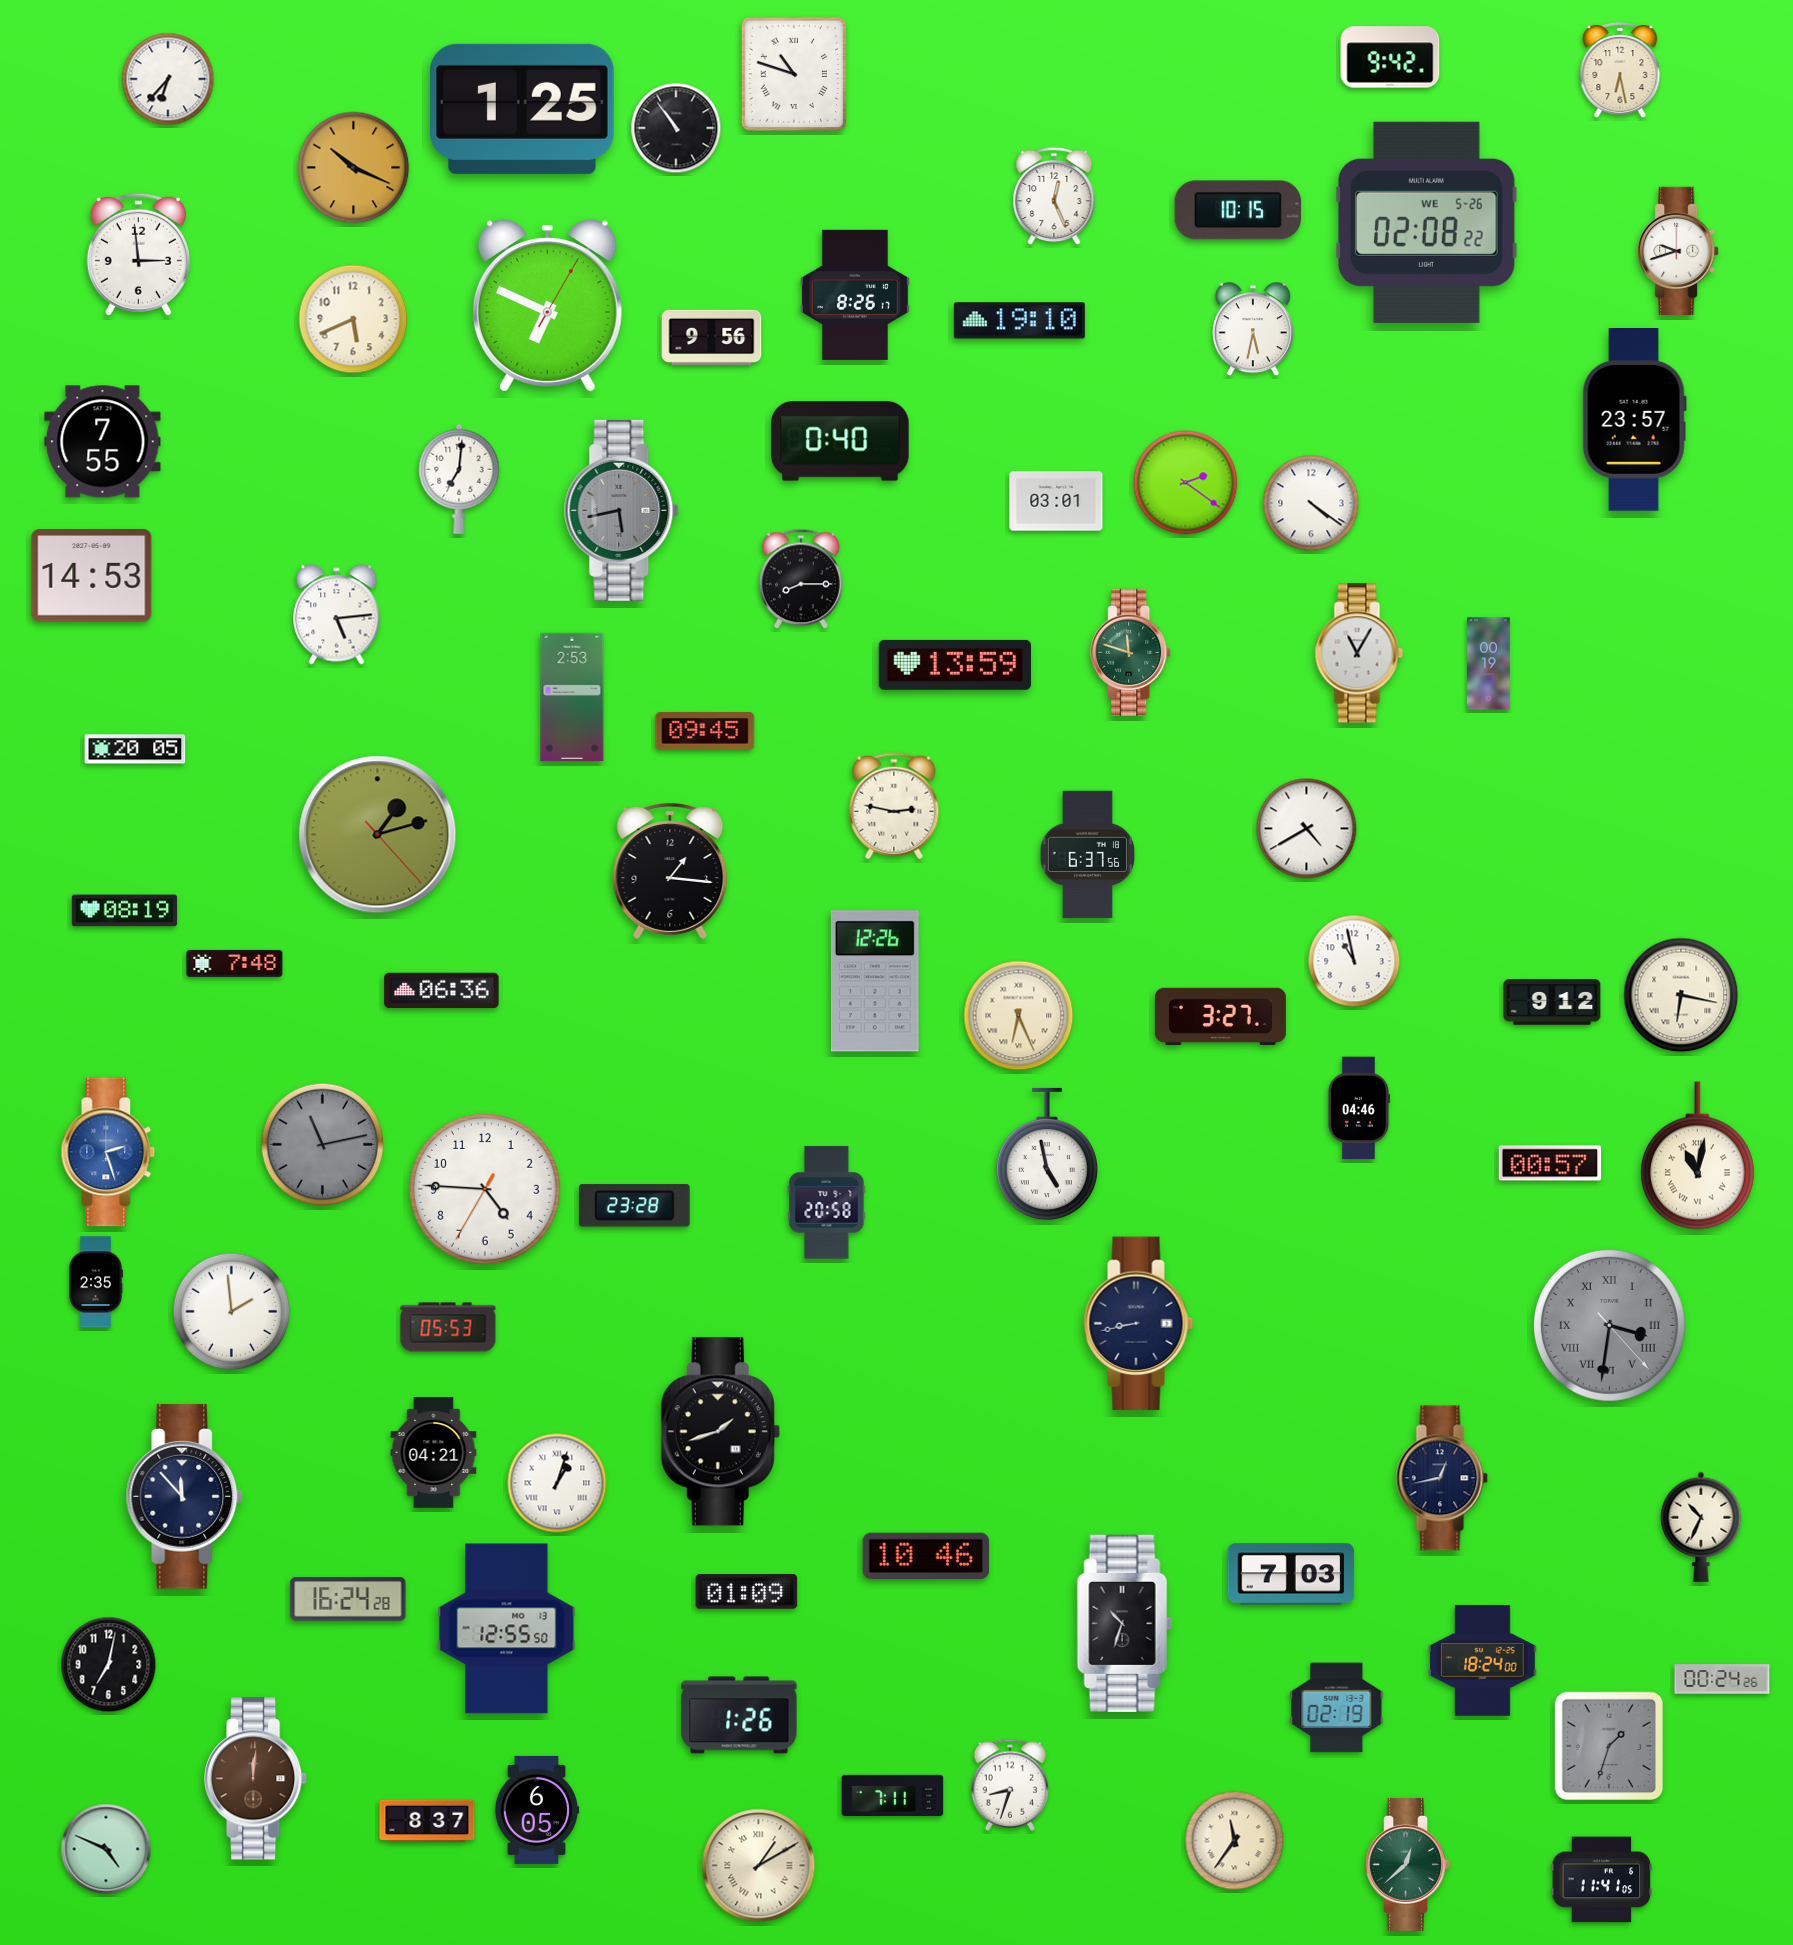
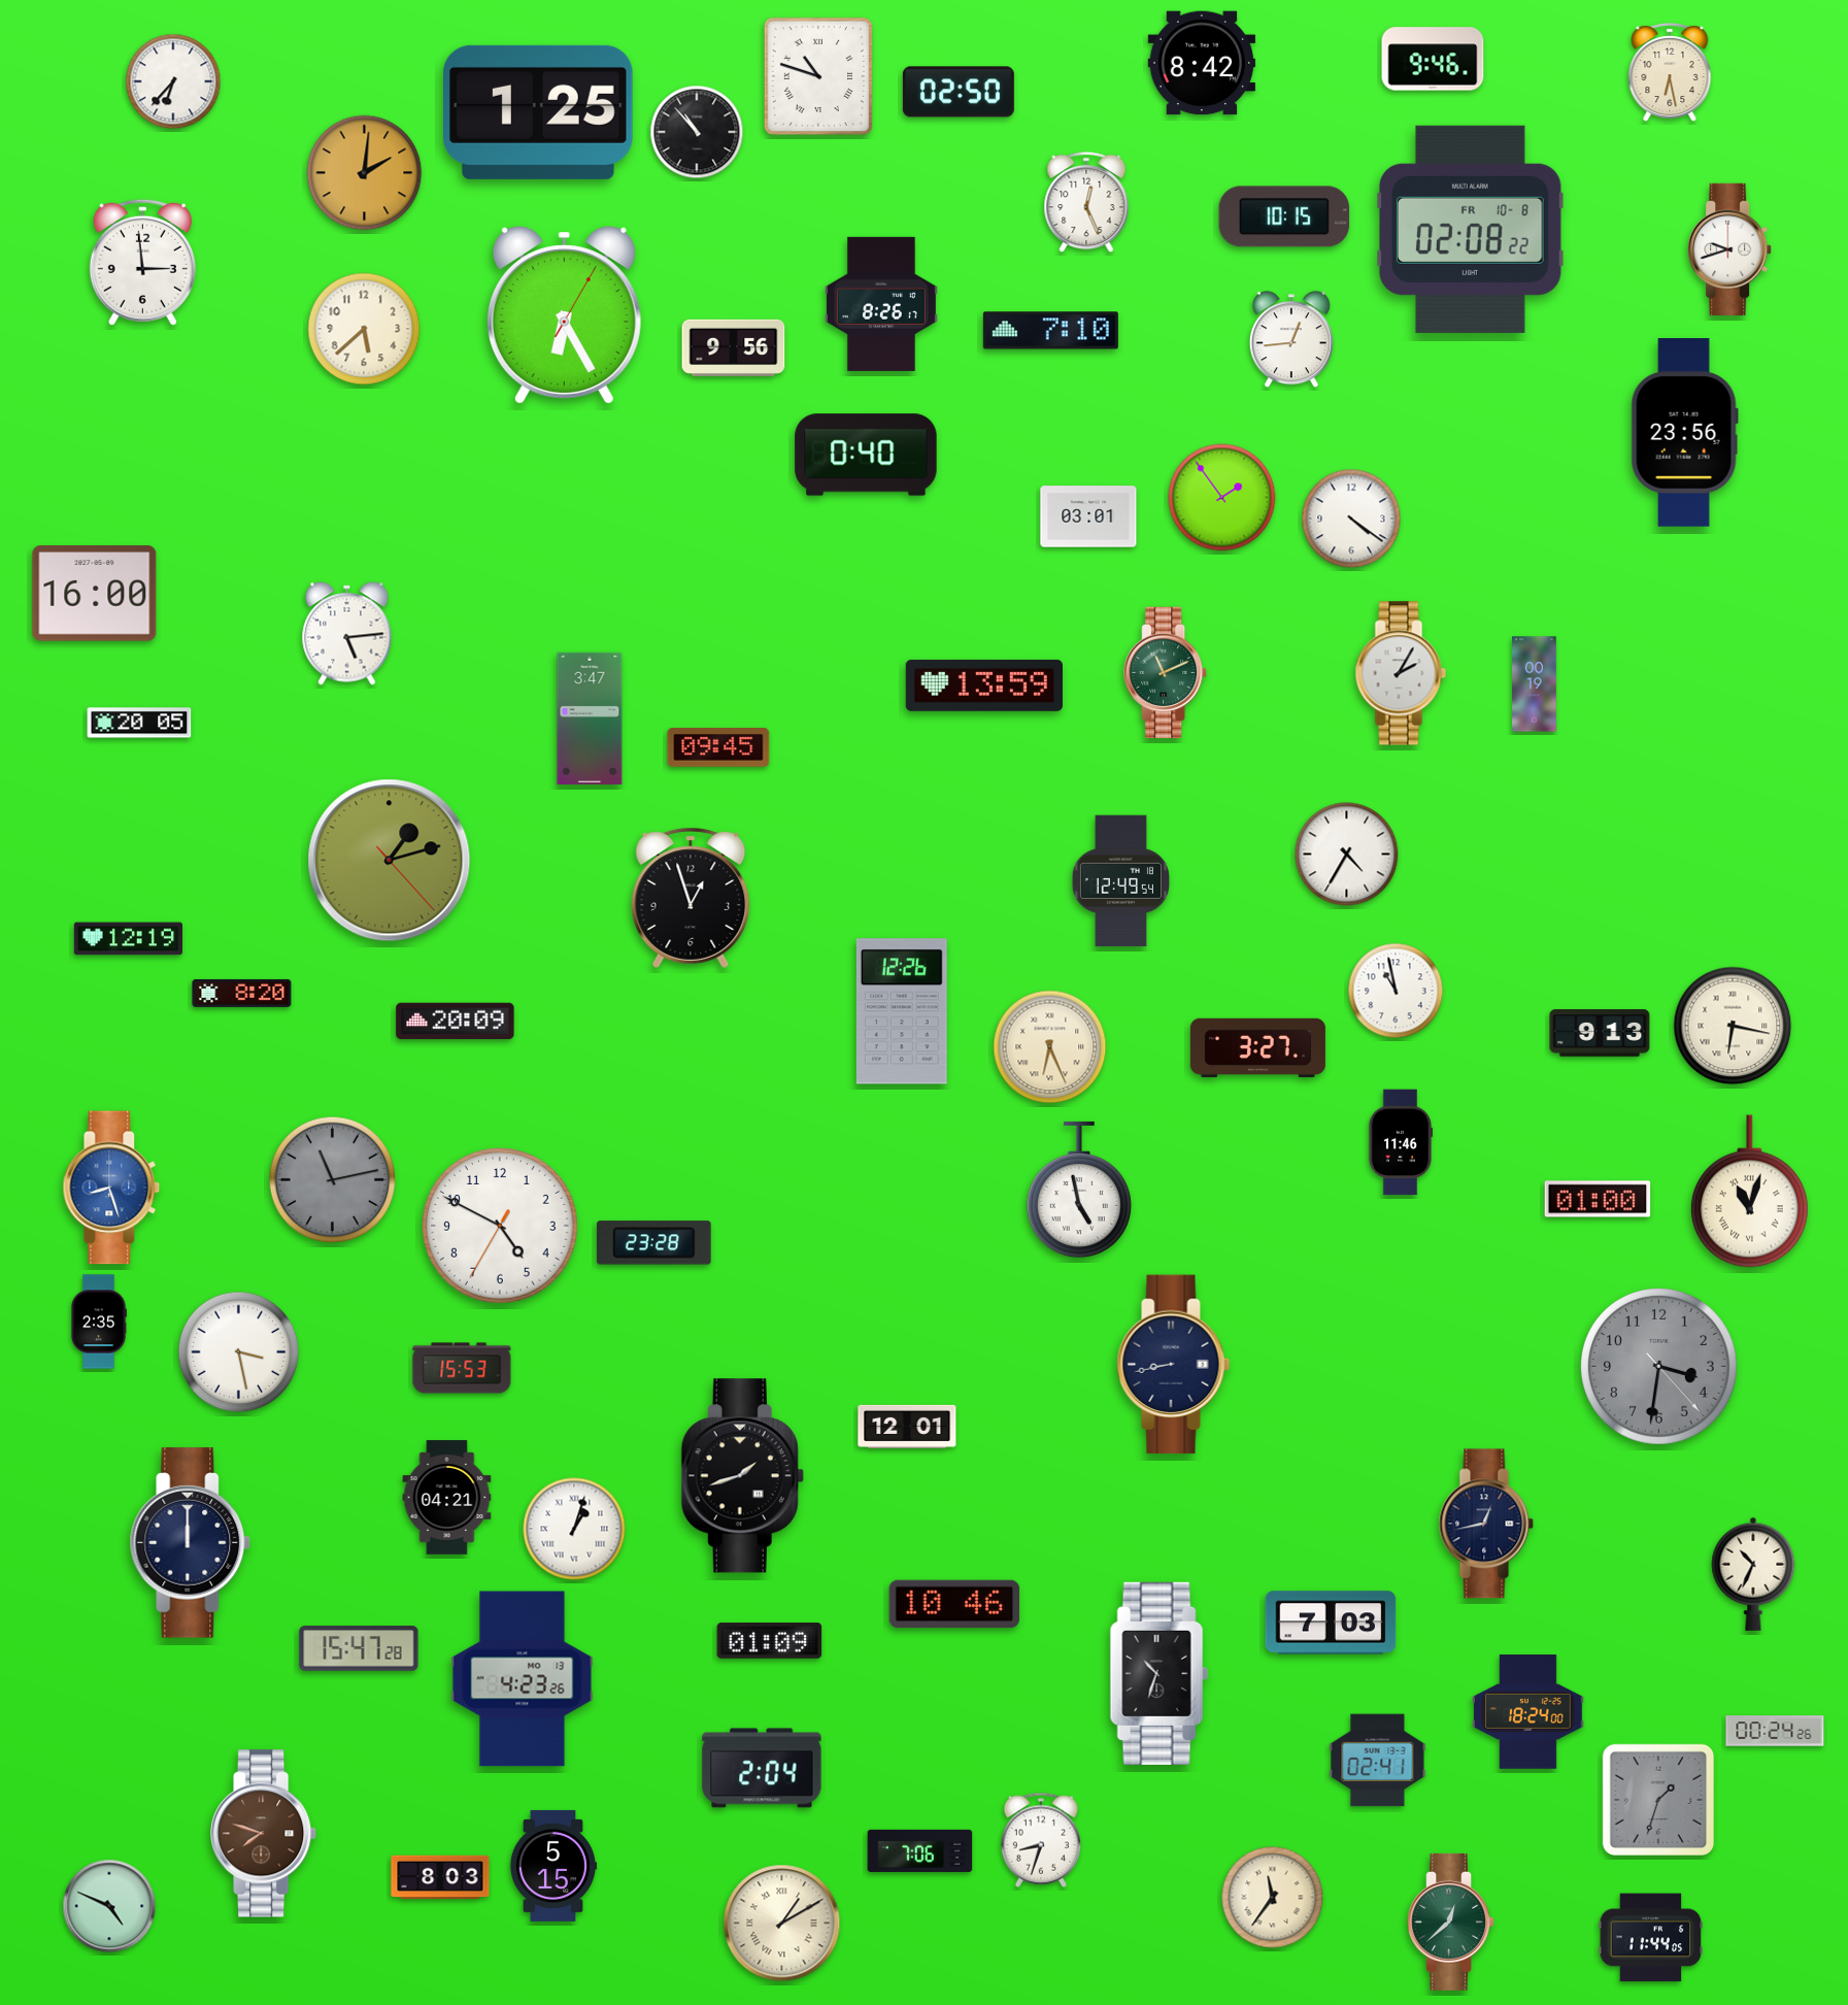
clock at (1390, 57): 9:42 -> 9:46
clock at (1201, 63): none -> 8:42
clock at (959, 92): none -> 02:50
clock at (676, 128): 10:54 -> 10:53
clock at (354, 168): 10:19 -> 2:01
clock at (1238, 210) position: (1238, 210) -> (1284, 216)
clock at (1427, 222) date: WE 5-26 -> FR 10-8
clock at (1678, 250) position: (1678, 250) -> (1729, 248)
clock at (547, 306): 6:49 -> 6:25
clock at (353, 319): 5:41 -> 5:38
clock at (1019, 321): 19:10 -> 7:10
clock at (1253, 330): 5:32 -> 12:44
clock at (1634, 420): 23:57 -> 23:56
clock at (103, 442): 7:55 -> none
clock at (459, 479): 7:01 -> none
clock at (1186, 483): 2:21 -> 1:54
clock at (622, 510): 5:43 -> none
clock at (92, 576): 14:53 -> 16:00
clock at (801, 579): 8:15 -> none
clock at (1131, 653): 11:48 -> 11:11
clock at (1359, 653): 11:05 -> 2:05
clock at (572, 697): 2:53 -> 3:47
clock at (705, 731) position: (705, 731) -> (718, 747)
clock at (135, 749) position: (135, 749) -> (139, 723)
clock at (894, 806): 2:47 -> none
clock at (1307, 829): 4:40 -> 4:35
clock at (1087, 855): 6:37 -> 12:49
clock at (670, 871): 1:16 -> 12:57
clock at (124, 911): 08:19 -> 12:19
clock at (235, 963): 7:48 -> 8:20
clock at (442, 991): 06:36 -> 20:09
clock at (1552, 1002): 9:12 -> 9:13
clock at (1358, 1108): 04:46 -> 11:46
clock at (108, 1152): 2:27 -> 8:27
clock at (1697, 1156): 11:02 -> 11:03
clock at (1550, 1163): 00:57 -> 01:00
clock at (485, 1189): 4:45 -> 4:49
clock at (827, 1203): 20:58 -> none
clock at (232, 1312): 1:59 -> 3:28
clock at (1609, 1325) numerals: Roman -> Arabic
clock at (448, 1327): 05:53 -> 15:53
clock at (907, 1427): none -> 12:01
clock at (185, 1497): 11:53 -> 12:00
clock at (348, 1599): 16:24 -> 15:47
clock at (507, 1629): 12:55 -> 4:23
clock at (109, 1665): 7:02 -> none
clock at (1337, 1708): 02:19 -> 02:41
clock at (739, 1715): 1:26 -> 2:04
clock at (257, 1779): 12:01 -> 7:48
clock at (893, 1795): 7:11 -> 7:06
clock at (537, 1810): 6:05 -> 5:15
clock at (427, 1821): 8:37 -> 8:03
clock at (1602, 1880): 11:41 -> 11:44
